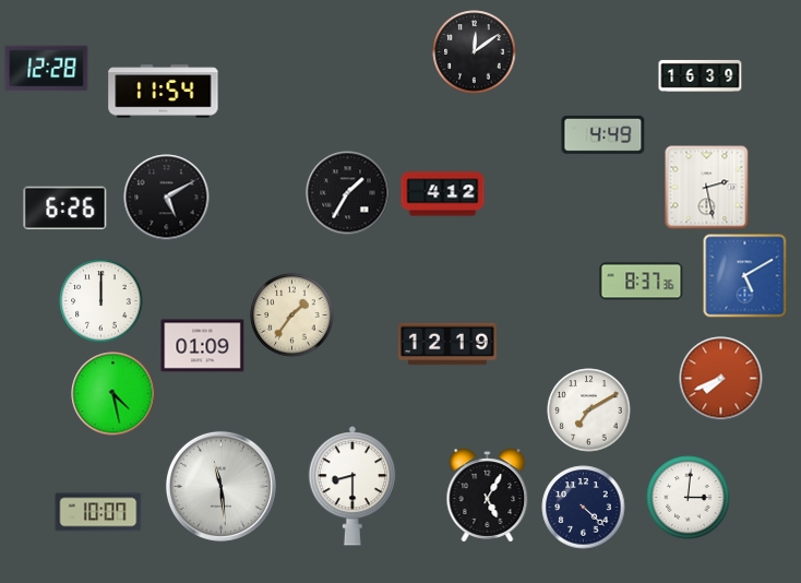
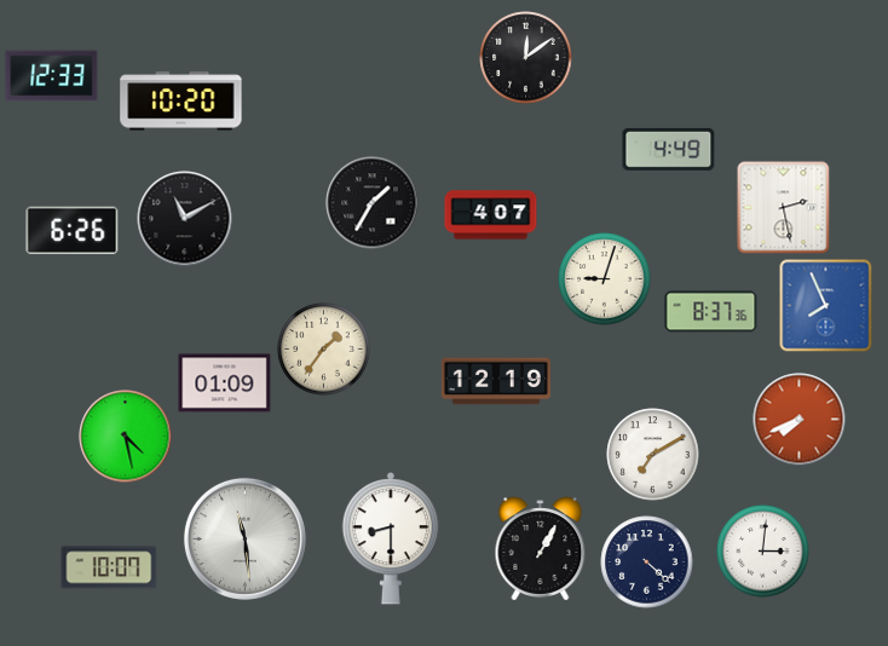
clock at (47, 69): 12:28 -> 12:33
clock at (701, 75): 16:39 -> none
clock at (164, 92): 11:54 -> 10:20
clock at (348, 193) position: (348, 193) -> (373, 203)
clock at (443, 194): 4:12 -> 4:07
clock at (167, 198): 5:10 -> 11:10
clock at (605, 279): none -> 9:03
clock at (745, 276): 5:10 -> 7:56
clock at (101, 301): 12:00 -> none
clock at (488, 496): 5:05 -> 1:05
